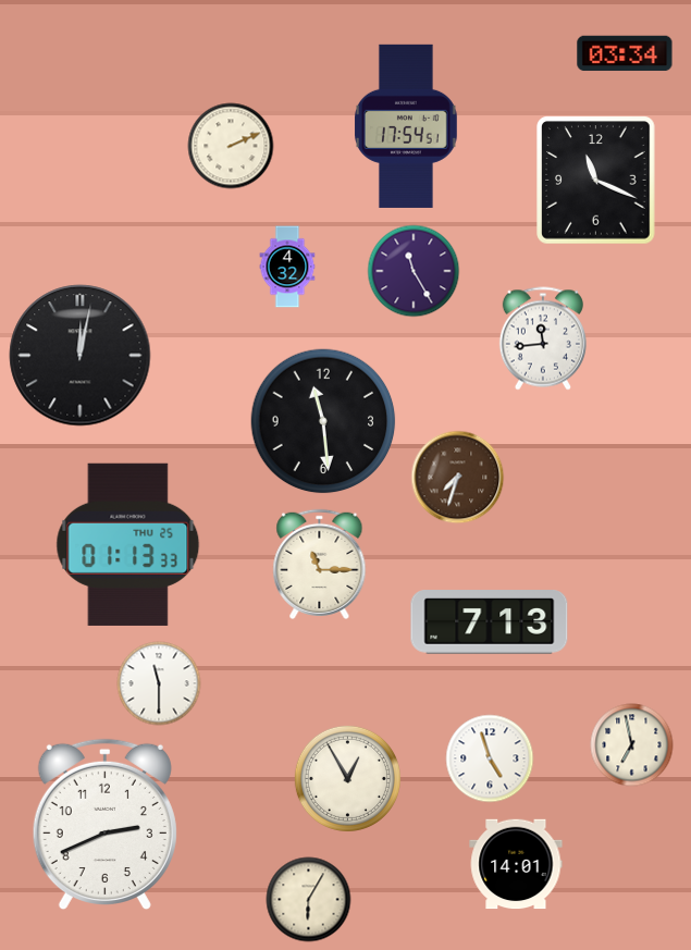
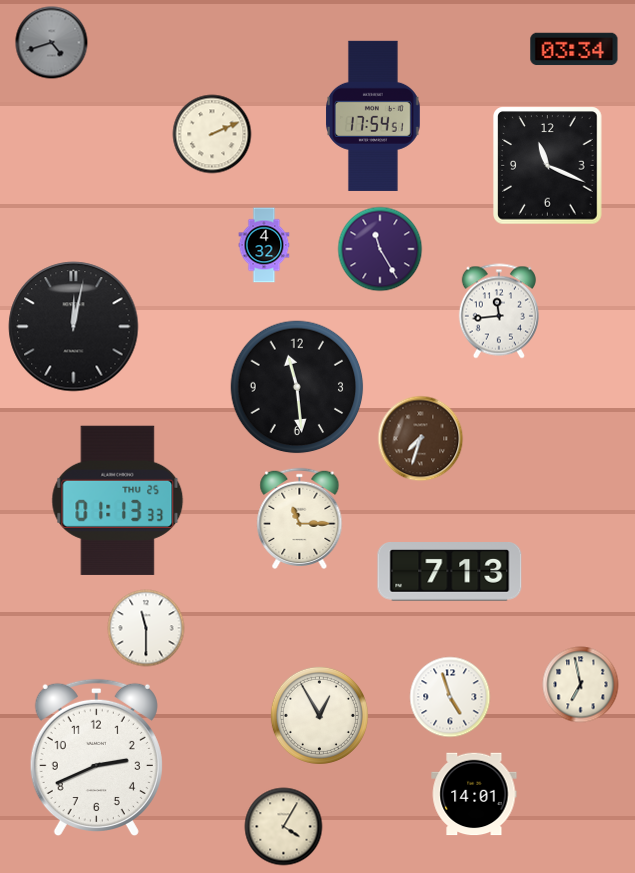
clock at (52, 43): none -> 4:42
clock at (320, 564) position: (320, 564) -> (300, 518)
clock at (309, 900): 6:05 -> 4:05
